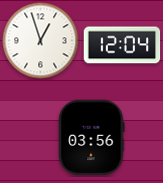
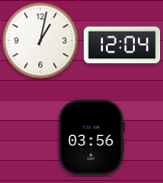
clock at (41, 41): 12:57 -> 1:02
